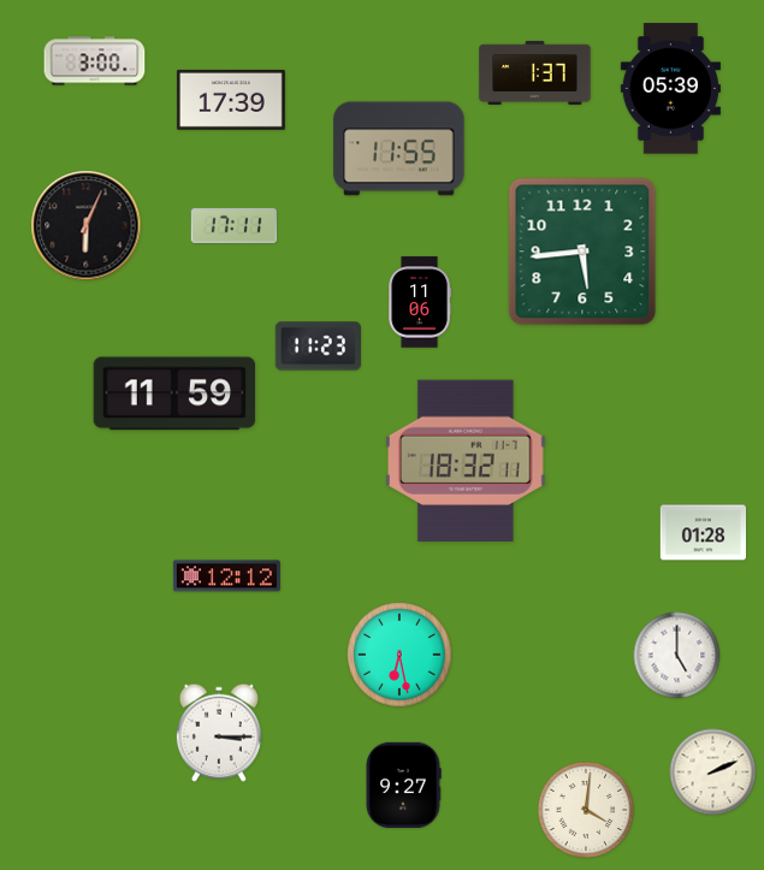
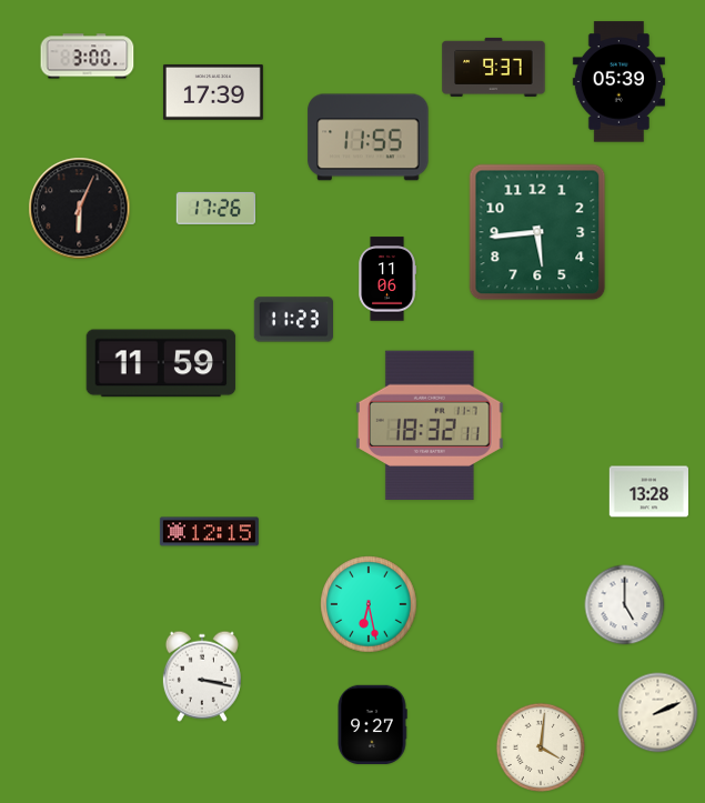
clock at (535, 72): 1:37 -> 9:37
clock at (233, 225): 17:11 -> 17:26
clock at (703, 533): 01:28 -> 13:28
clock at (226, 576): 12:12 -> 12:15
clock at (219, 733): 3:15 -> 3:17
